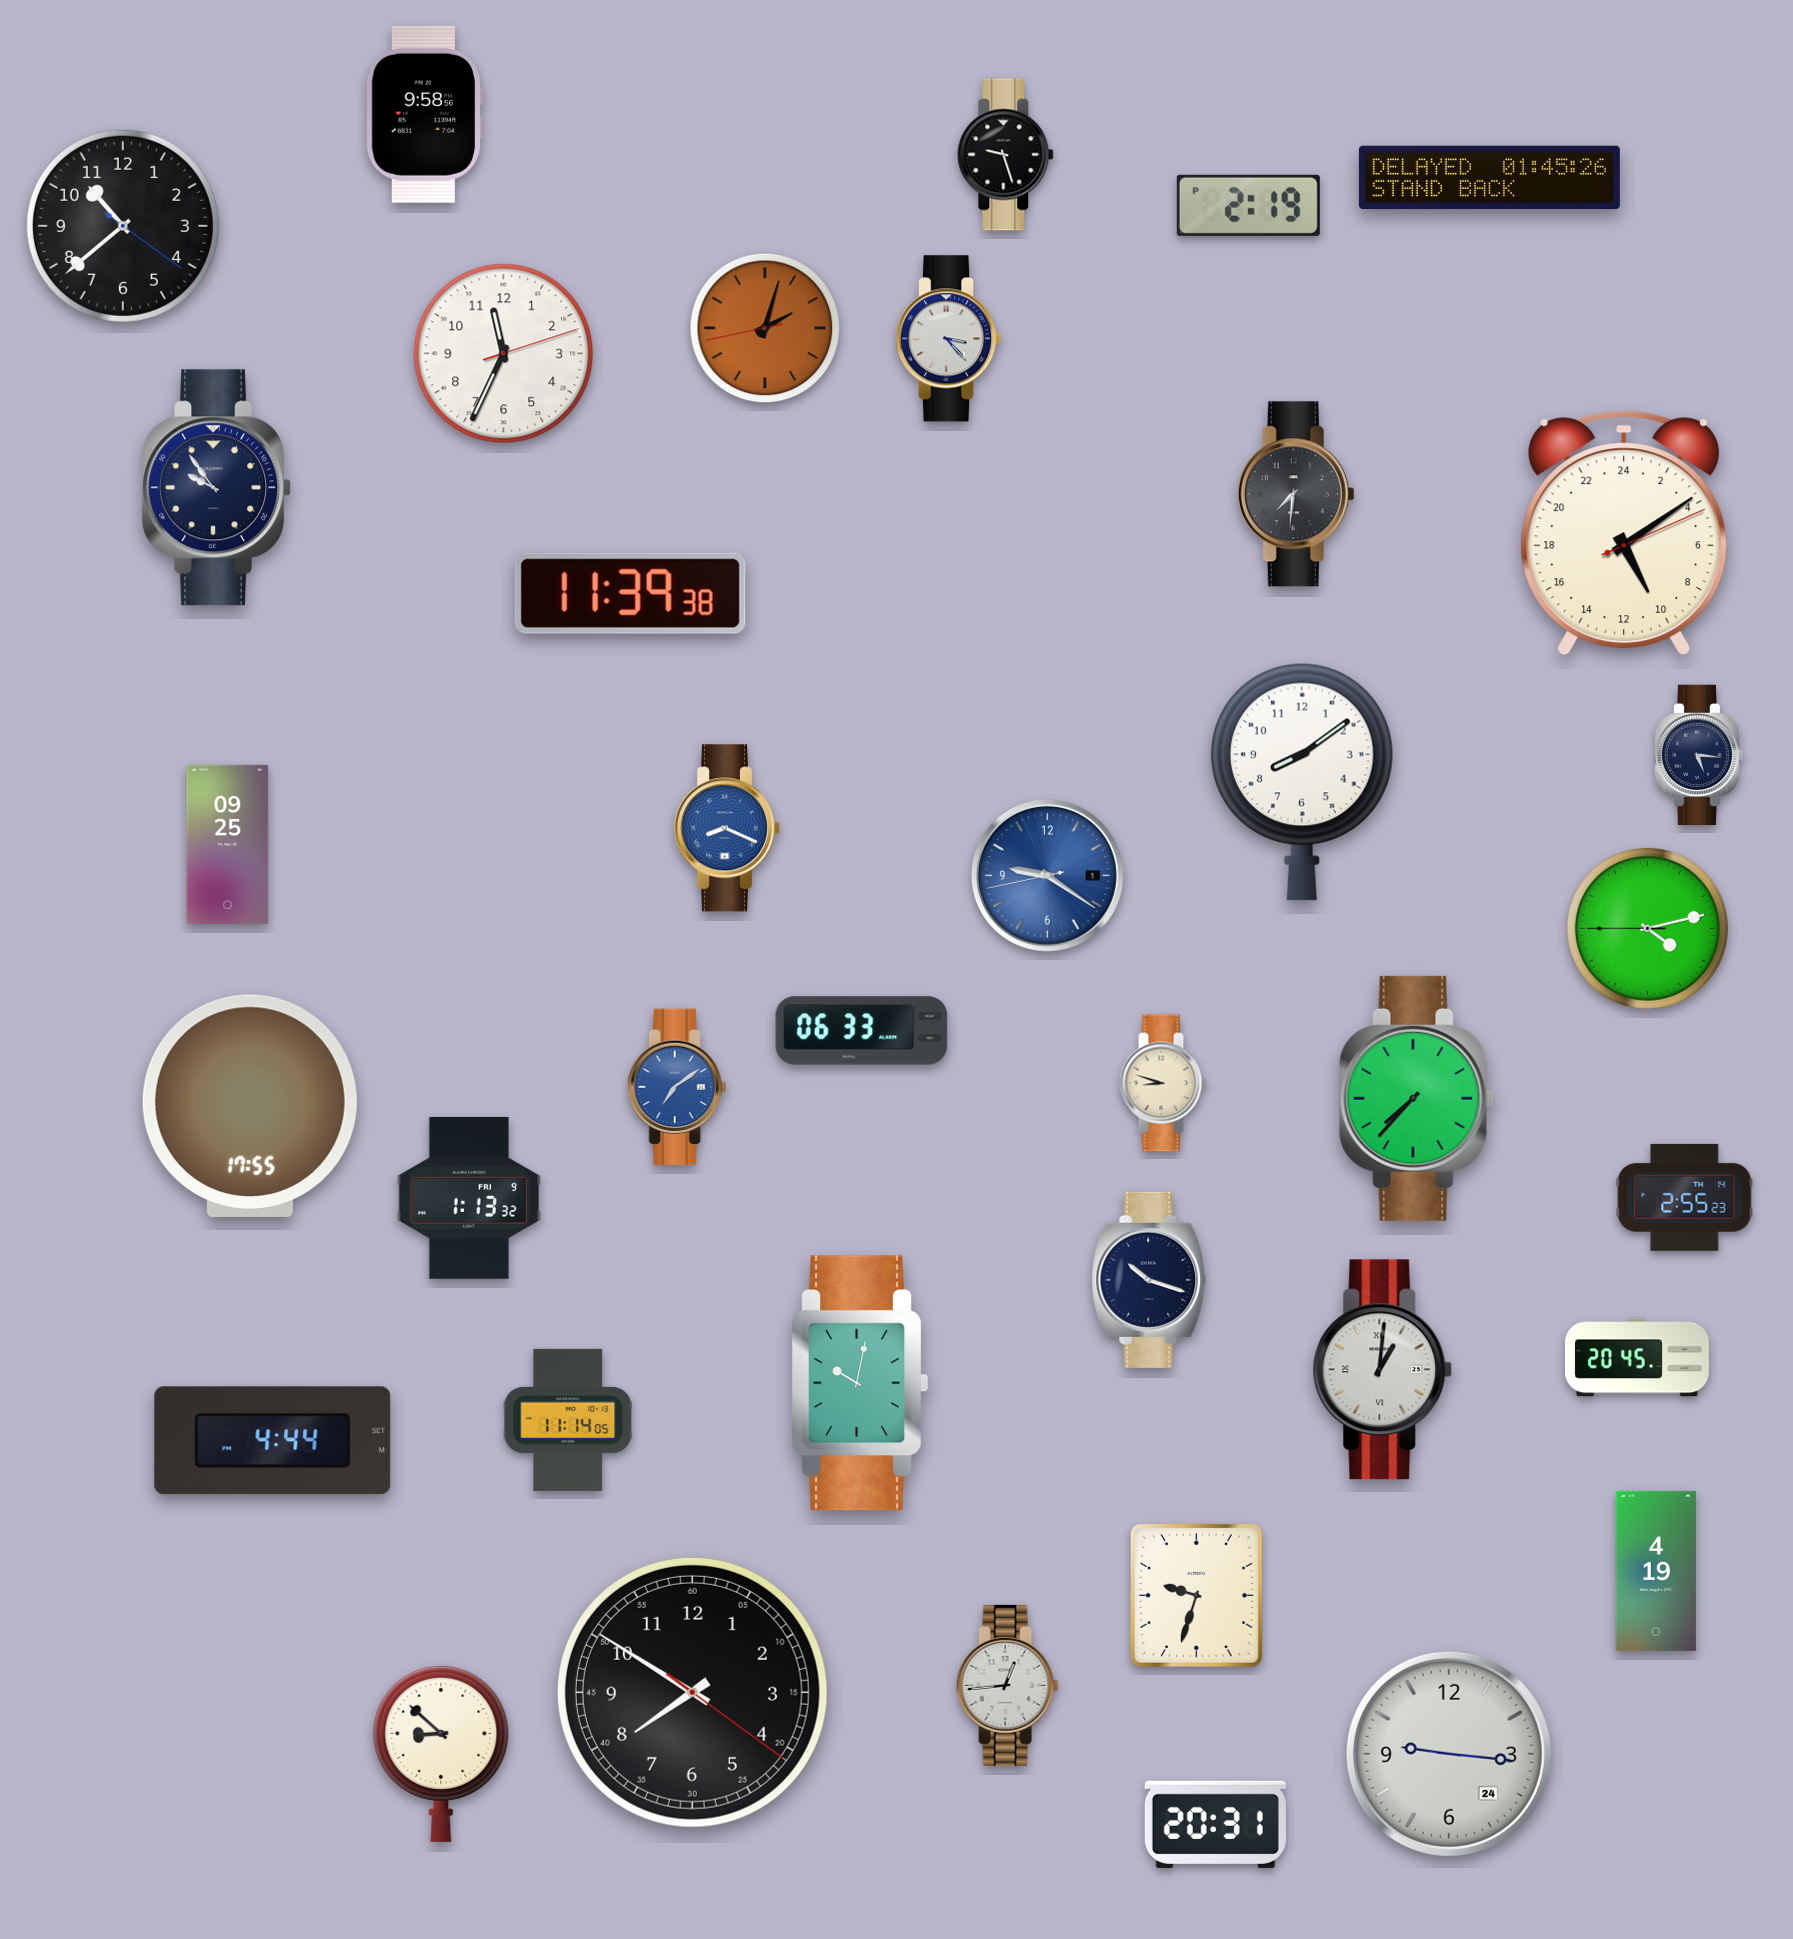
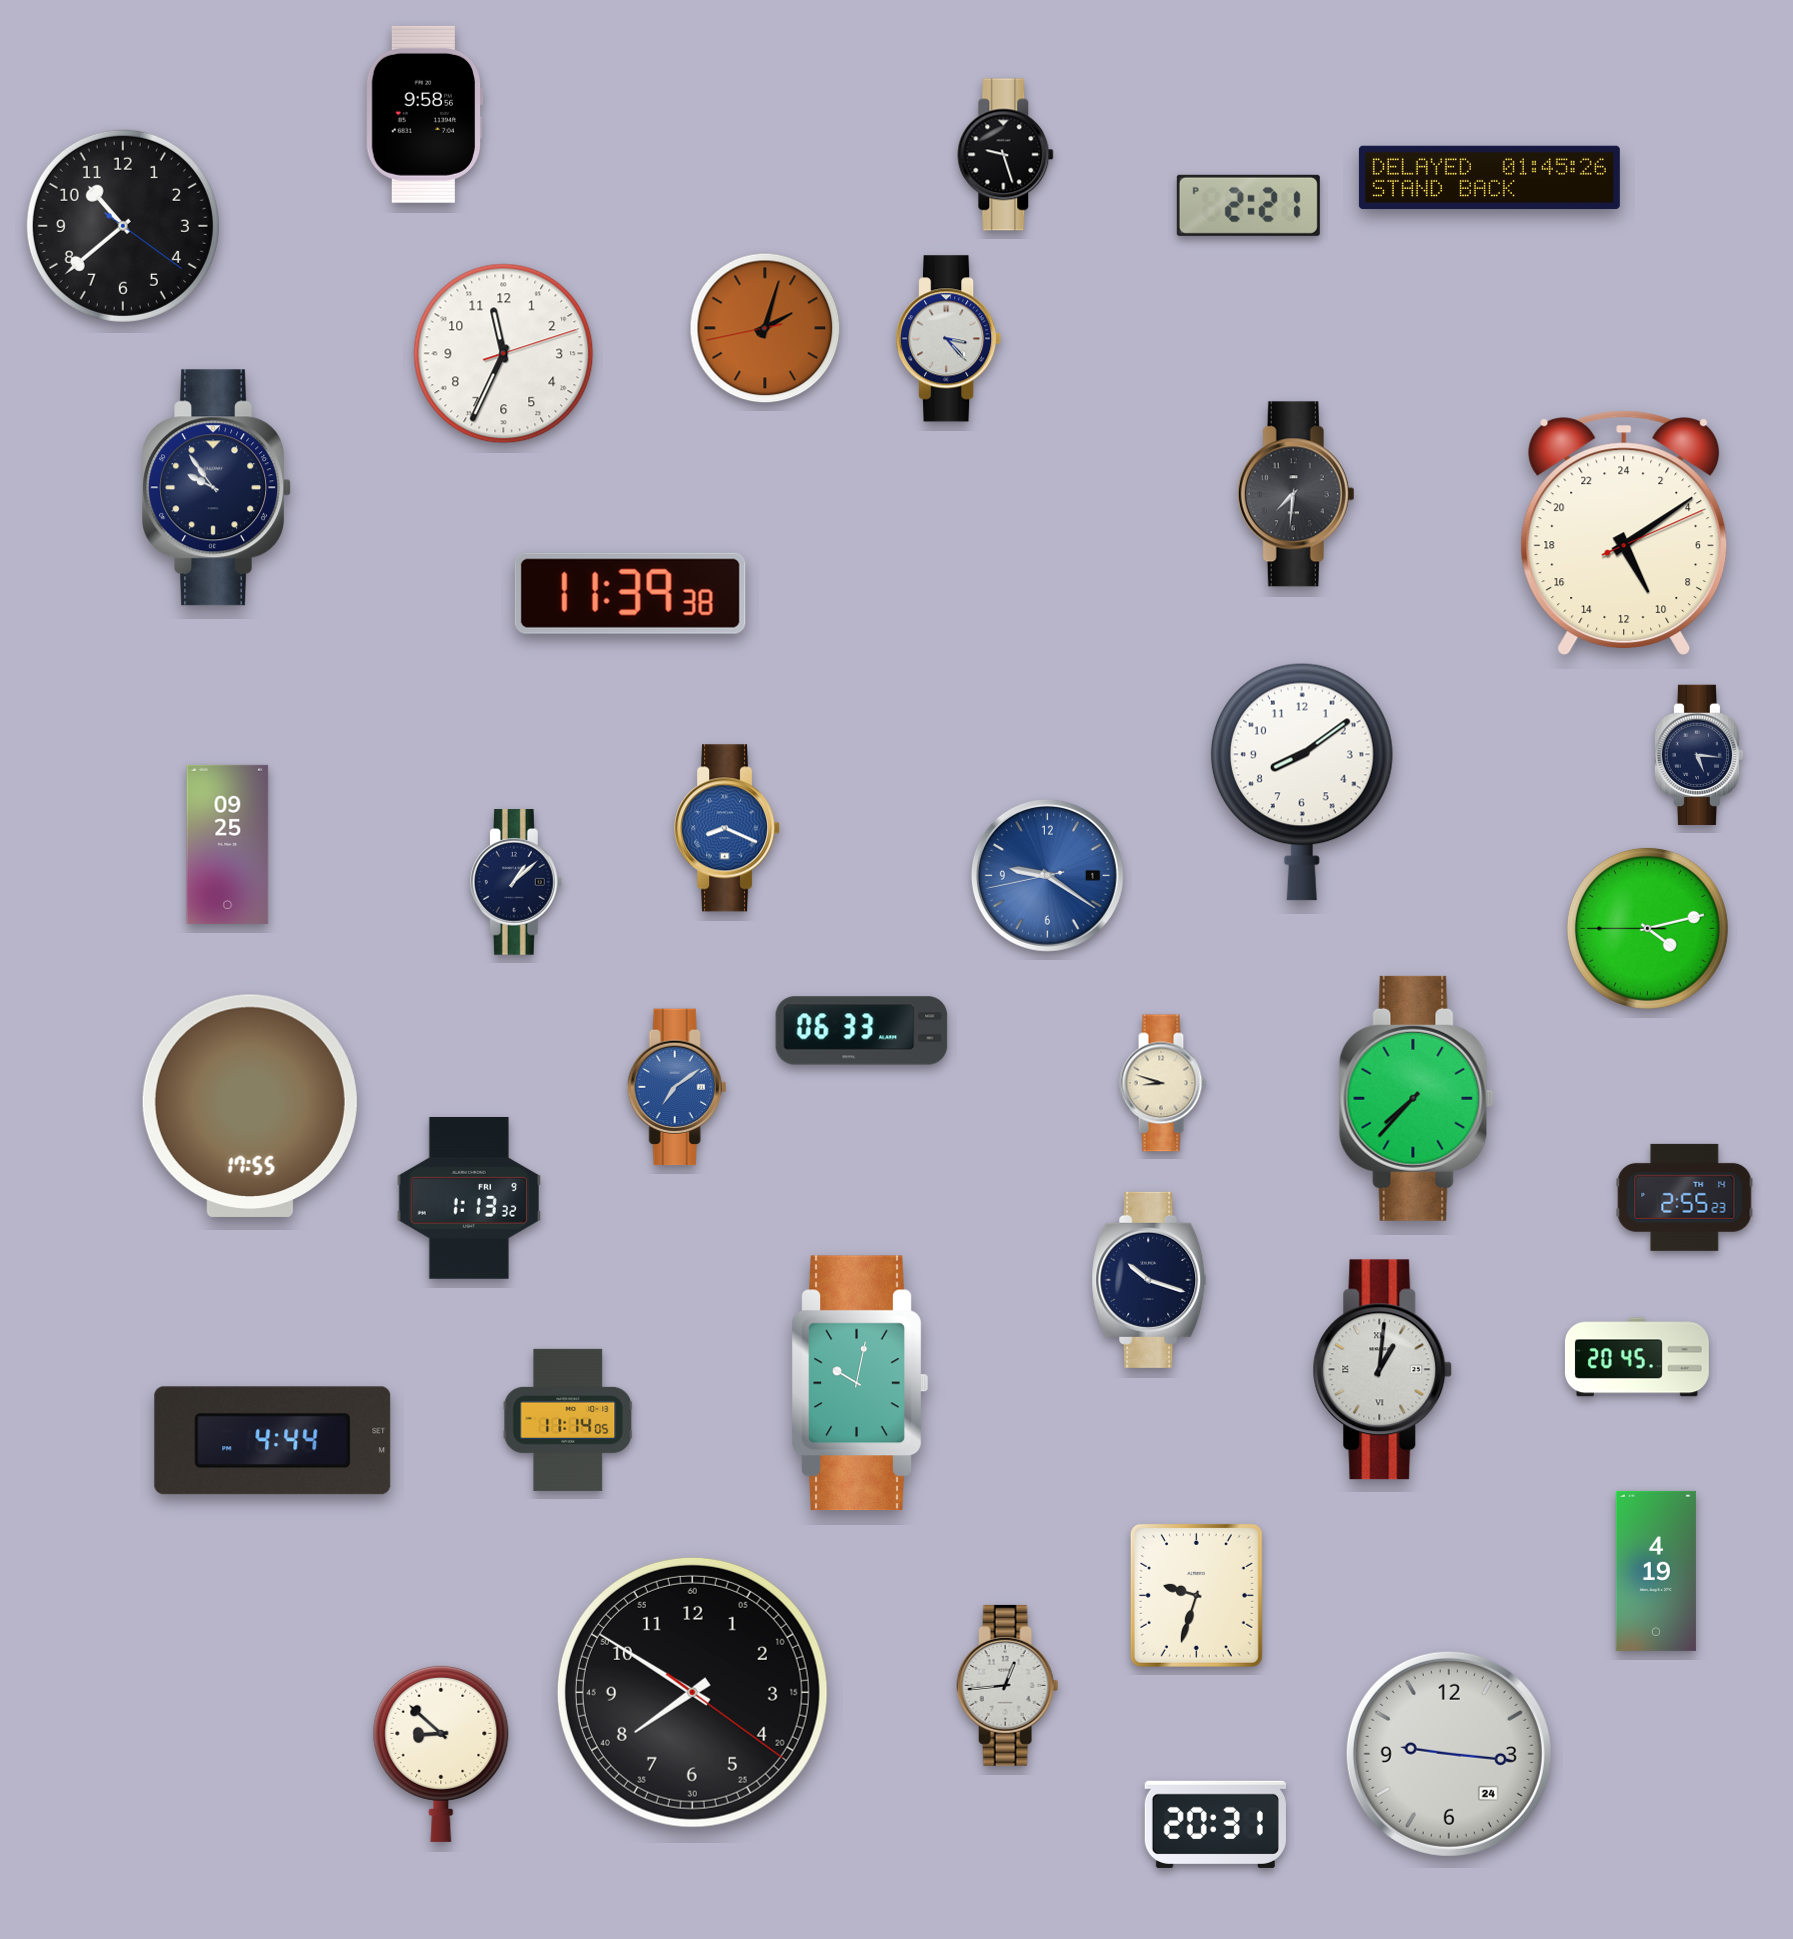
clock at (1248, 205): 2:19 -> 2:21
clock at (516, 882): none -> 1:08
